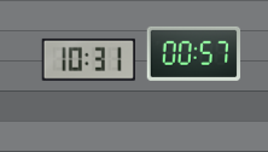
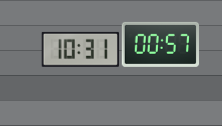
clock at (88, 59) position: (88, 59) -> (80, 49)
